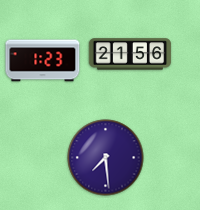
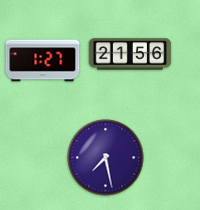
clock at (43, 61): 1:23 -> 1:27
clock at (106, 158): 7:29 -> 7:28
